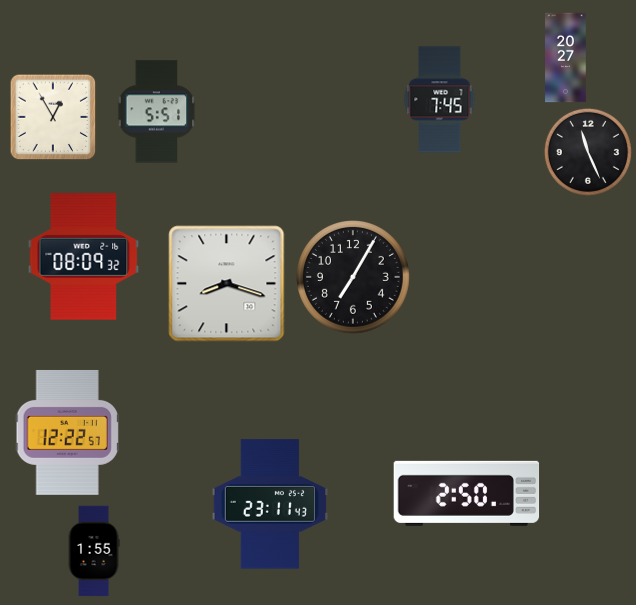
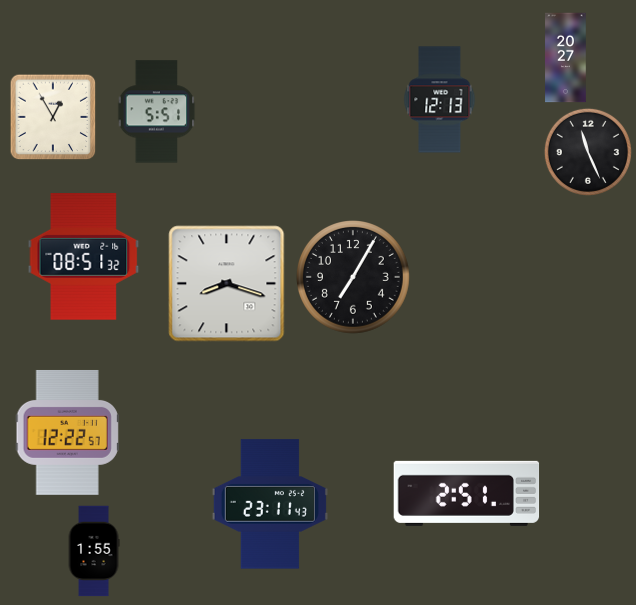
clock at (440, 100): 7:45 -> 12:13
clock at (84, 257): 08:09 -> 08:51
clock at (467, 493): 2:50 -> 2:51
